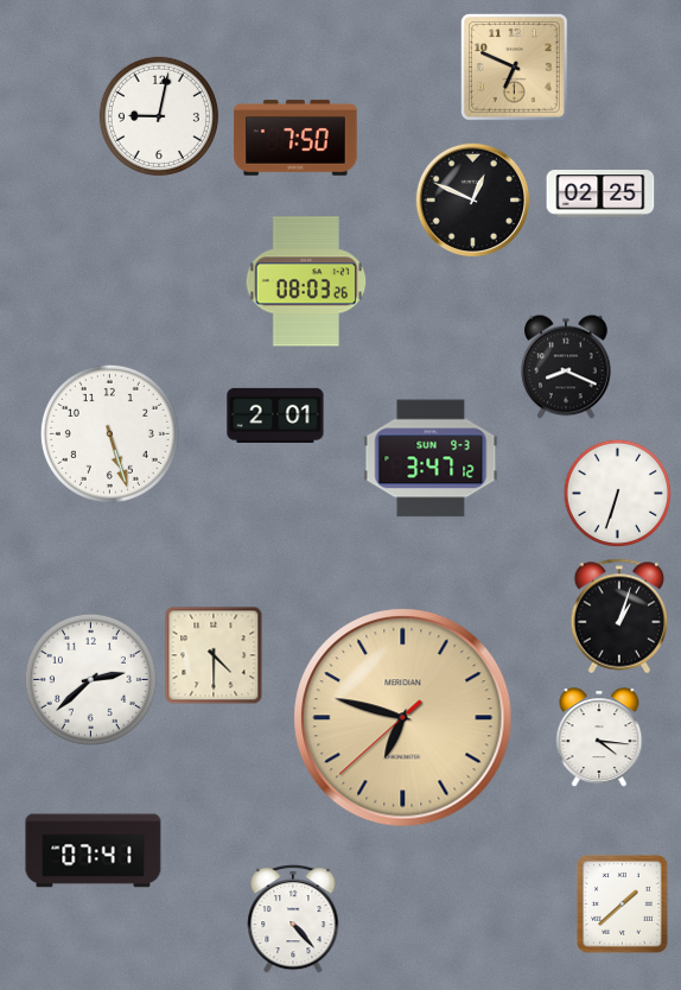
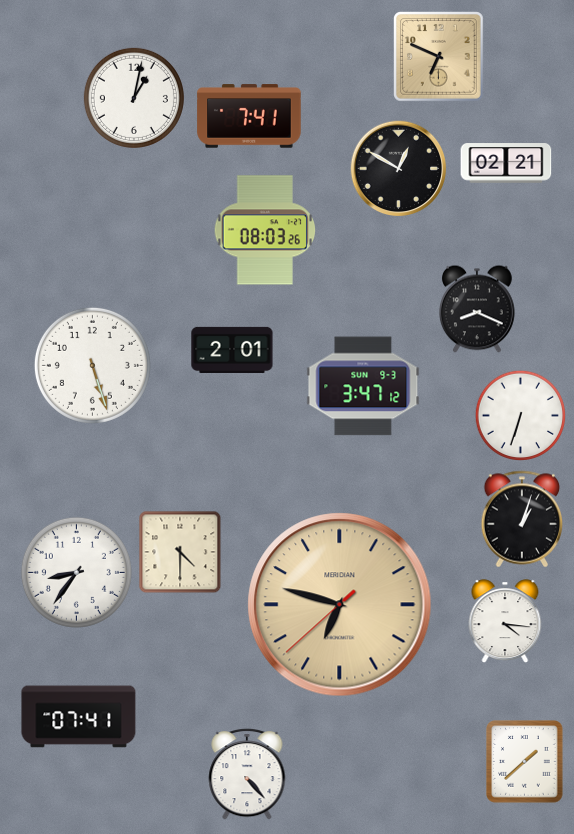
clock at (515, 68) position: (515, 68) -> (439, 57)
clock at (159, 116): 9:02 -> 1:02
clock at (295, 138): 7:50 -> 7:41
clock at (600, 193): 02:25 -> 02:21
clock at (473, 201): 12:49 -> 12:50
clock at (306, 281) position: (306, 281) -> (265, 230)
clock at (90, 679): 2:38 -> 8:36
